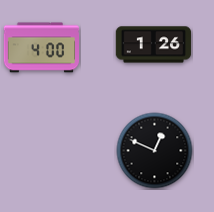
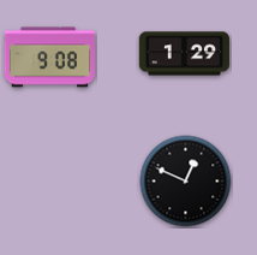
clock at (154, 45): 1:26 -> 1:29
clock at (41, 48): 4:00 -> 9:08
